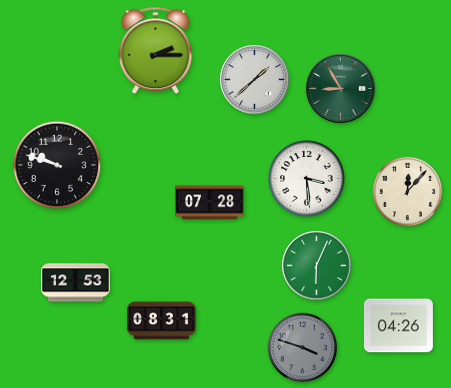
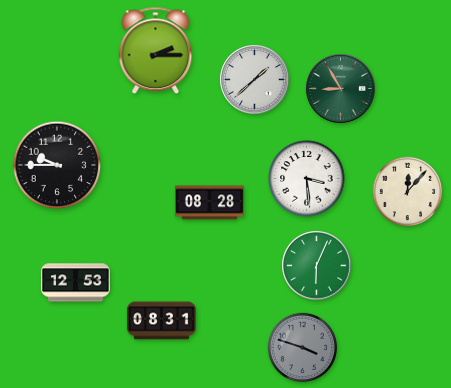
clock at (57, 165): 9:48 -> 9:45
clock at (209, 203): 07:28 -> 08:28
clock at (398, 326): 04:26 -> none
